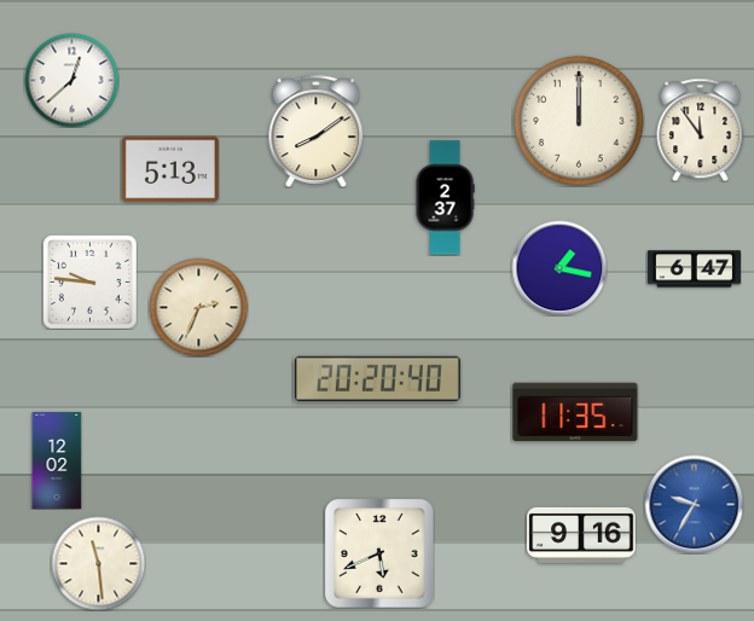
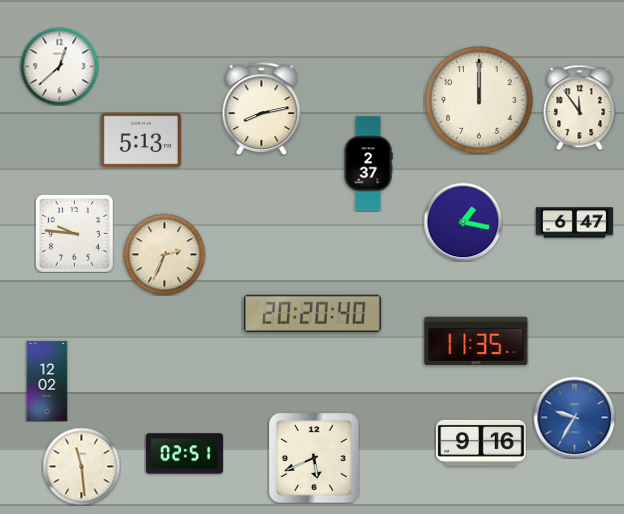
clock at (317, 130): 8:09 -> 8:13
clock at (184, 454): none -> 02:51
